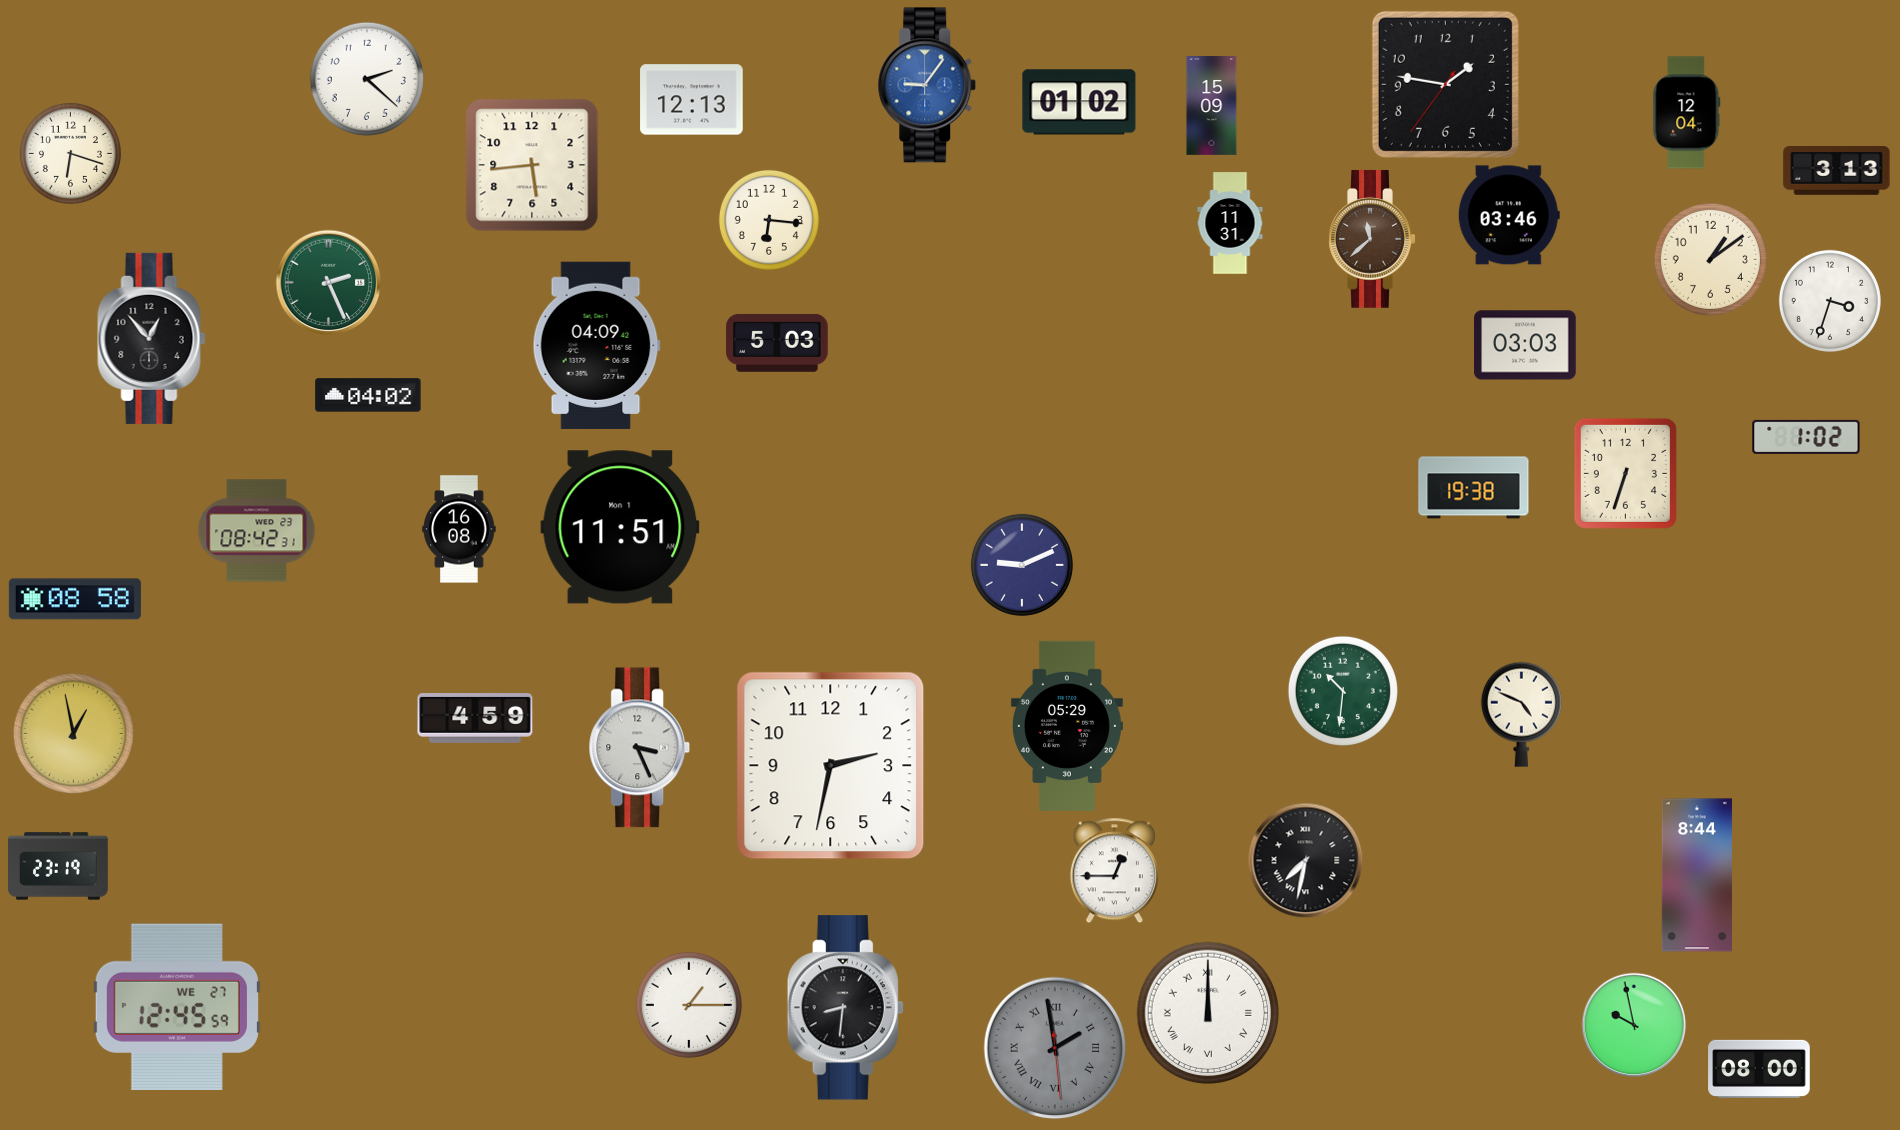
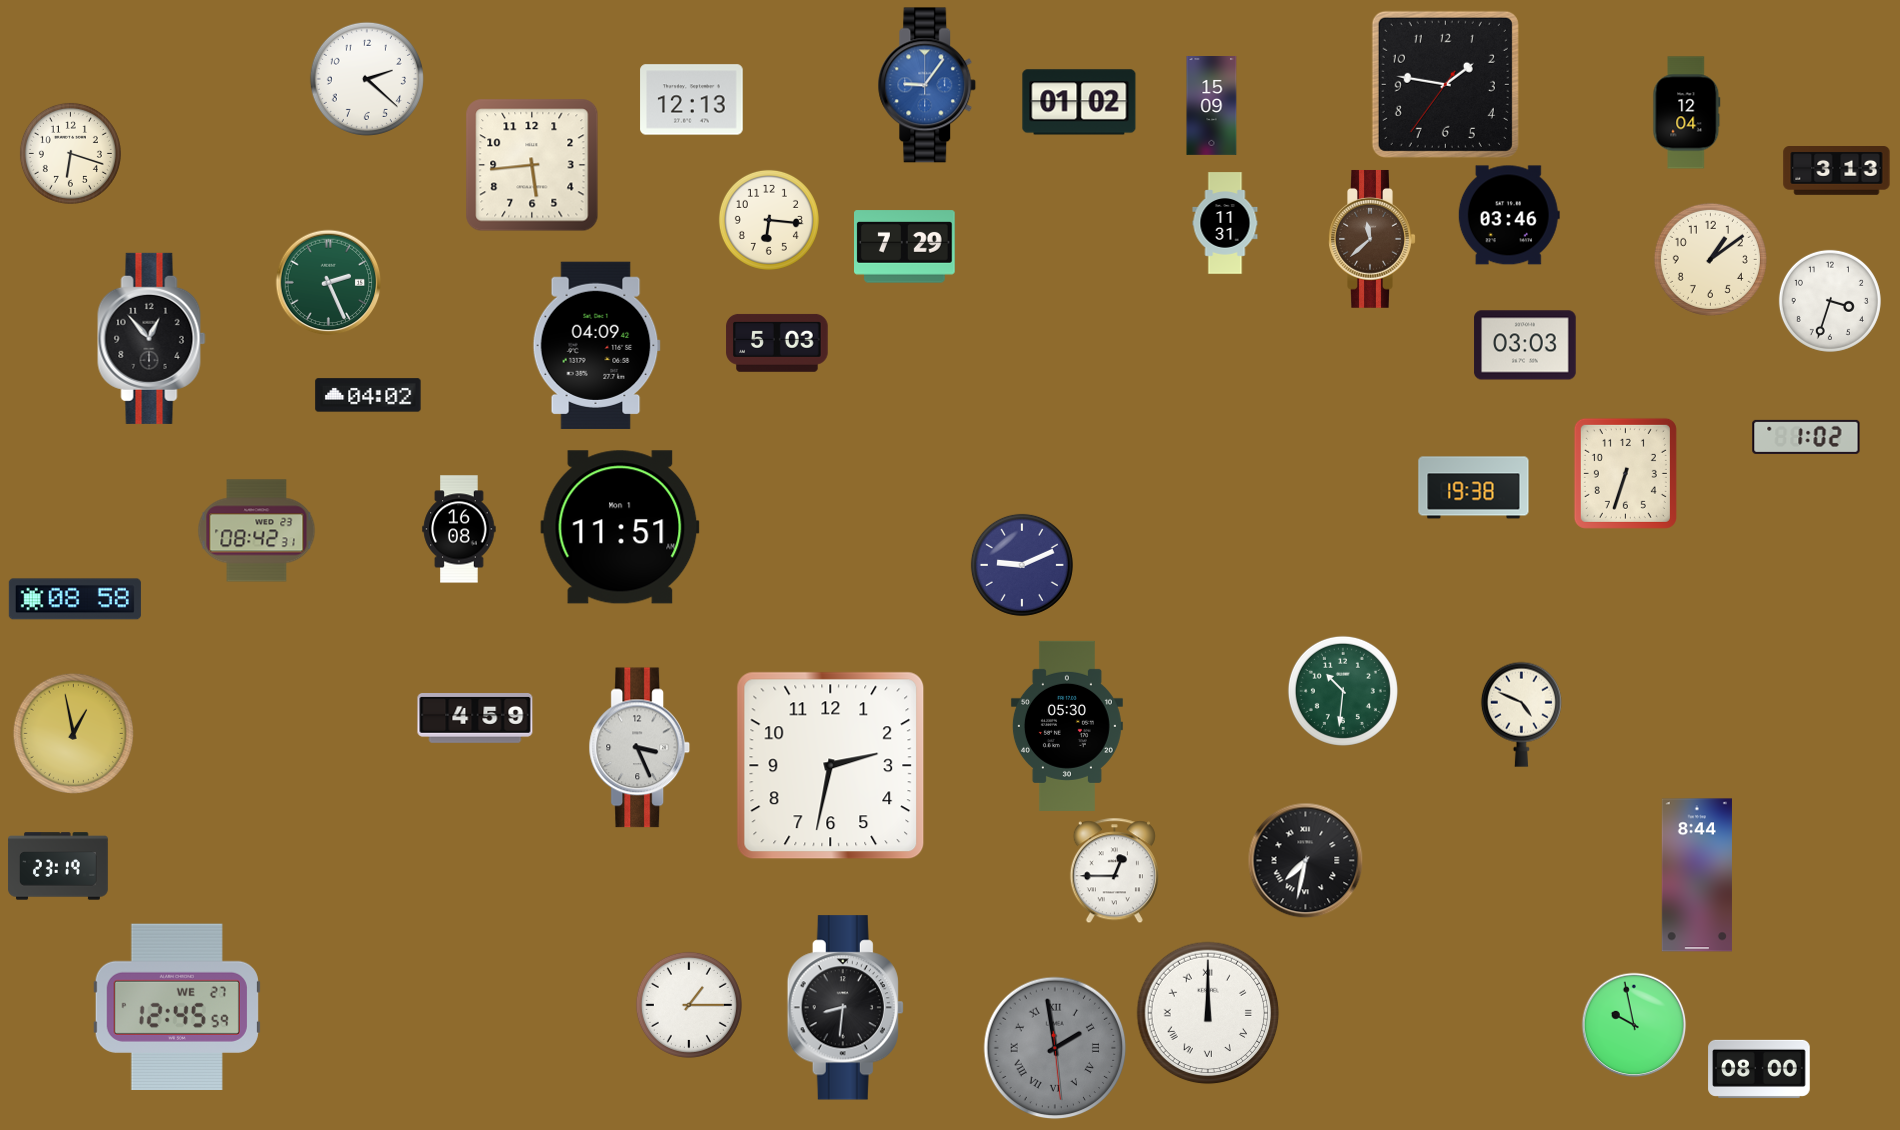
clock at (1230, 223) position: (1230, 223) -> (1225, 223)
clock at (905, 247): none -> 7:29
clock at (1067, 726): 05:29 -> 05:30
